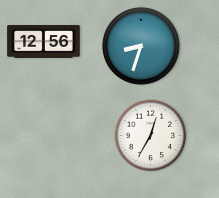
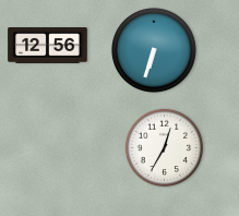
clock at (141, 46): 8:33 -> 6:33
